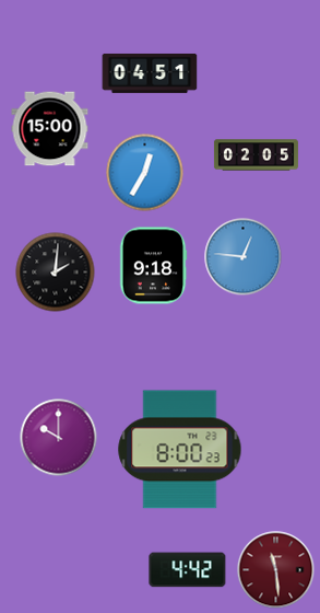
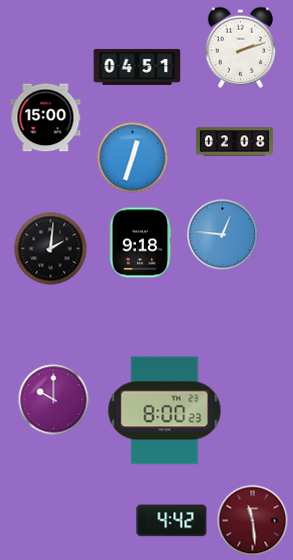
clock at (241, 47): none -> 2:12
clock at (256, 155): 02:05 -> 02:08
clock at (145, 173): 12:35 -> 12:33
